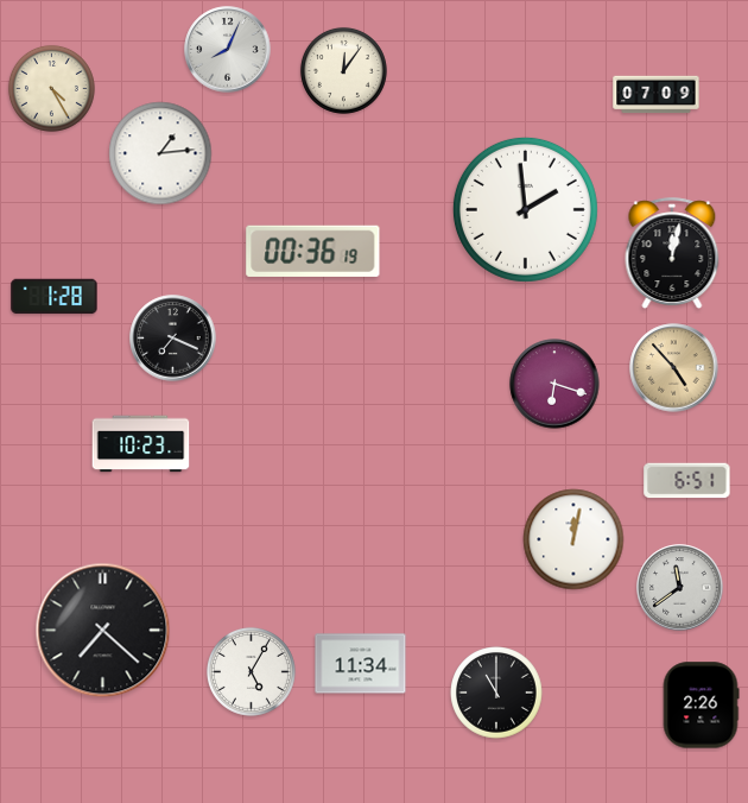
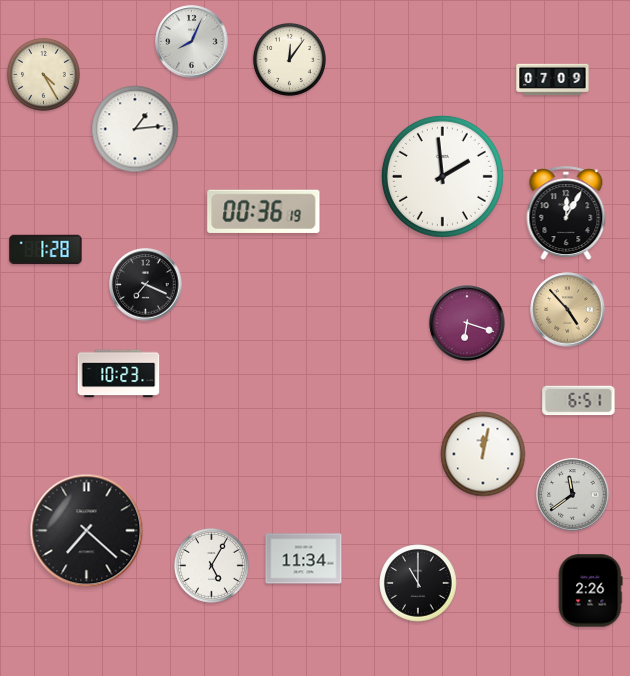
clock at (672, 253): 12:02 -> 12:05
clock at (687, 481) position: (687, 481) -> (579, 401)
clock at (701, 706) position: (701, 706) -> (590, 591)
